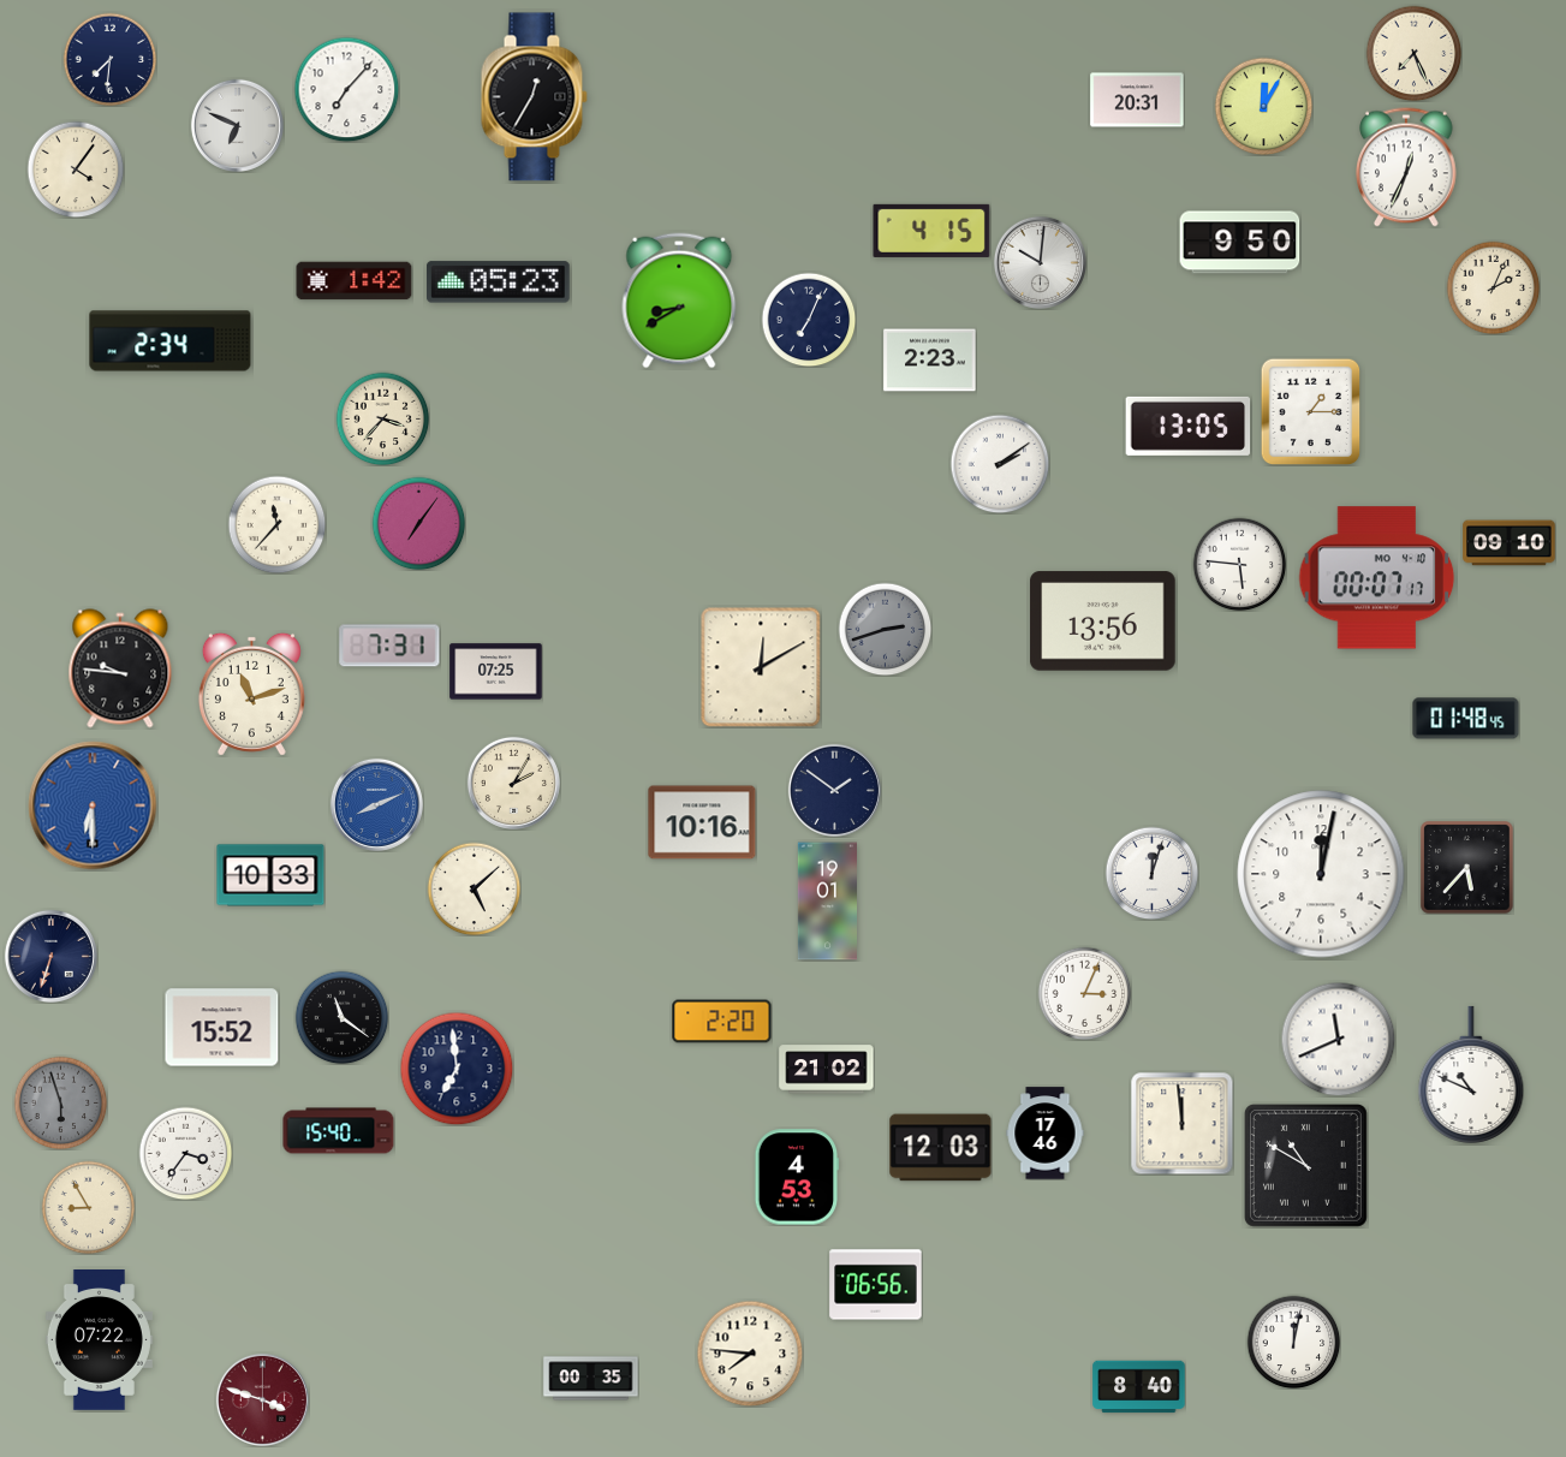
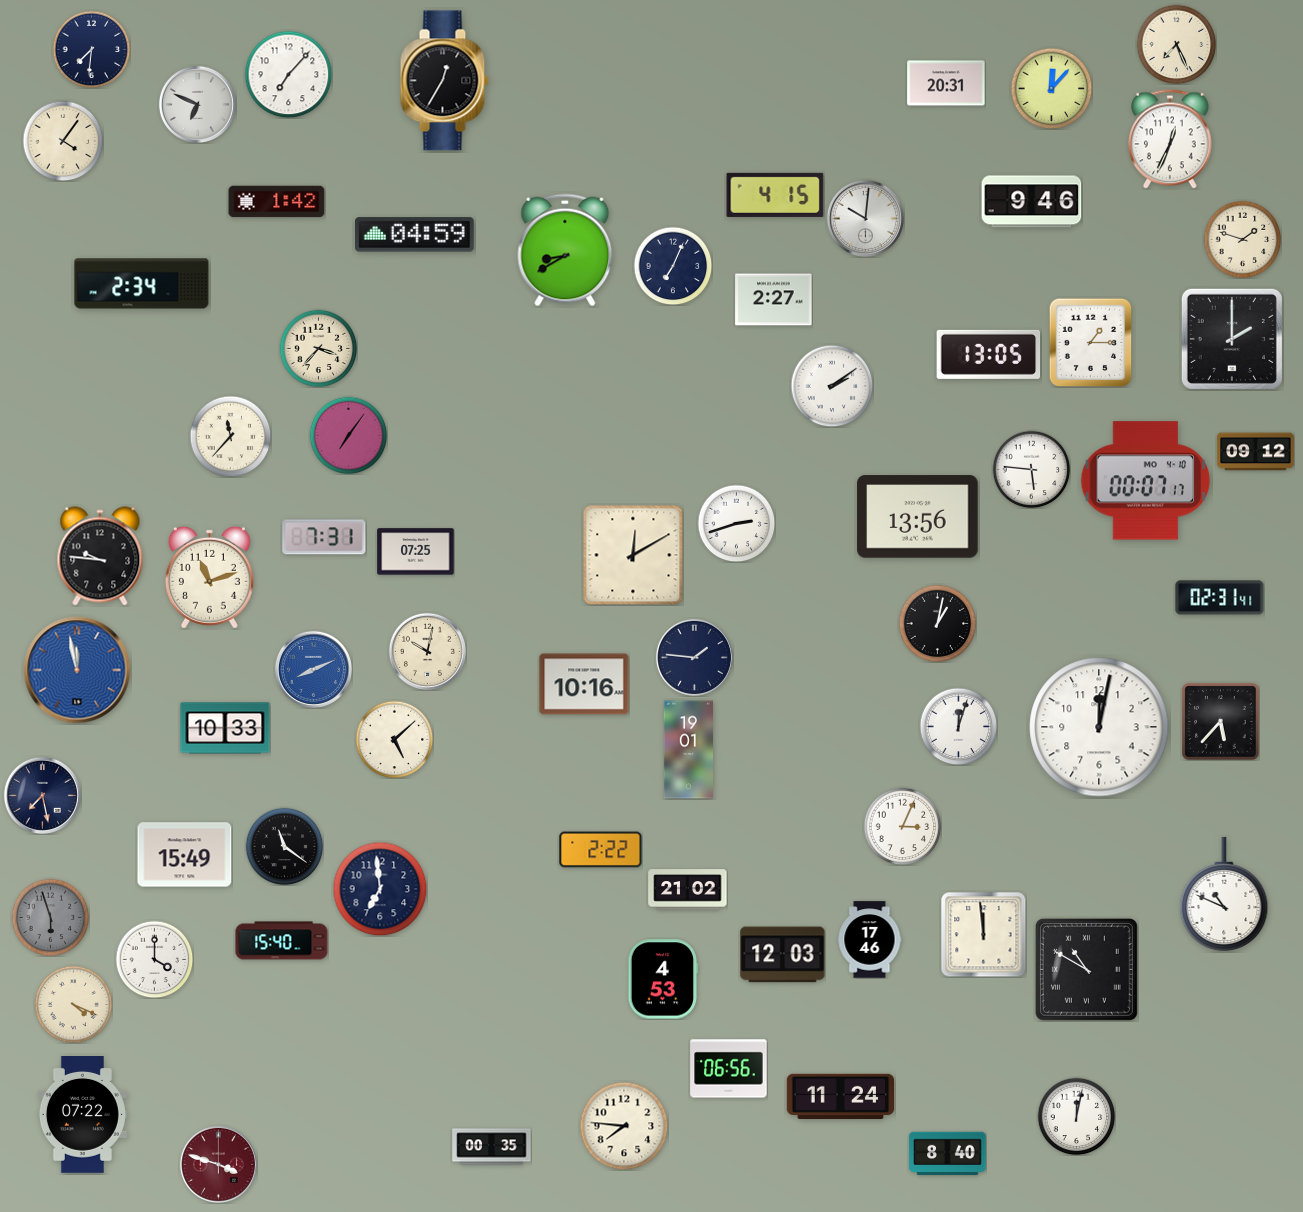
clock at (1263, 106): 12:05 -> 12:07
clock at (931, 231) position: (931, 231) -> (775, 195)
clock at (1240, 243): 9:50 -> 9:46
clock at (355, 281) position: (355, 281) -> (277, 202)
clock at (499, 283): 05:23 -> 04:59
clock at (1493, 287): 2:04 -> 1:48
clock at (930, 361): 2:23 -> 2:27
clock at (1232, 339): none -> 2:00
clock at (1510, 543): 09:10 -> 09:12
clock at (885, 629) dial: grey -> white
clock at (496, 672) position: (496, 672) -> (416, 552)
clock at (1466, 719): 01:48 -> 02:31
clock at (937, 623): none -> 1:02
clock at (513, 783): 2:05 -> 10:02
clock at (834, 790): 1:51 -> 1:46
clock at (93, 805): 6:30 -> 11:58
clock at (50, 956): 6:33 -> 7:28
clock at (722, 1022): 2:20 -> 2:22
clock at (222, 1028): 15:52 -> 15:49
clock at (1338, 1039): 11:41 -> none
clock at (1046, 1134) position: (1046, 1134) -> (870, 940)
clock at (185, 1153): 3:36 -> 4:00
clock at (88, 1207): 8:55 -> 4:19
clock at (840, 1097): none -> 11:24
